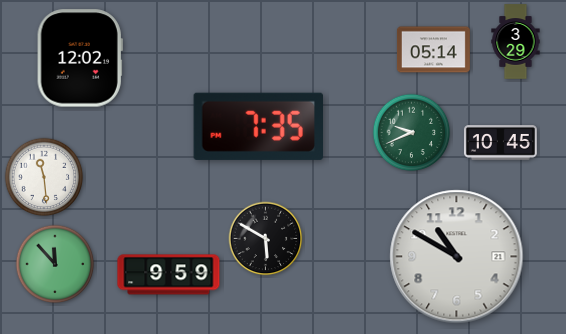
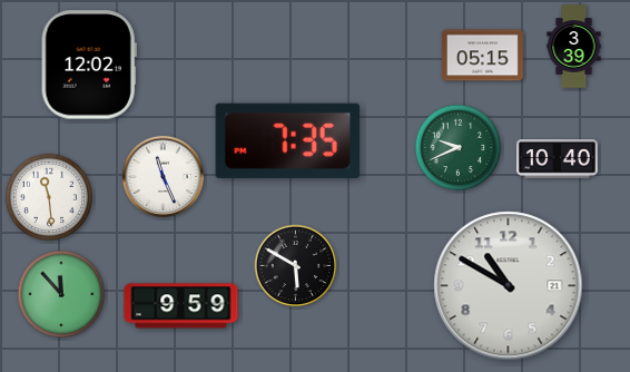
clock at (516, 42): 3:29 -> 3:39
clock at (433, 50): 05:14 -> 05:15
clock at (500, 143): 10:45 -> 10:40
clock at (163, 176): none -> 11:26
clock at (169, 275) position: (169, 275) -> (181, 306)
